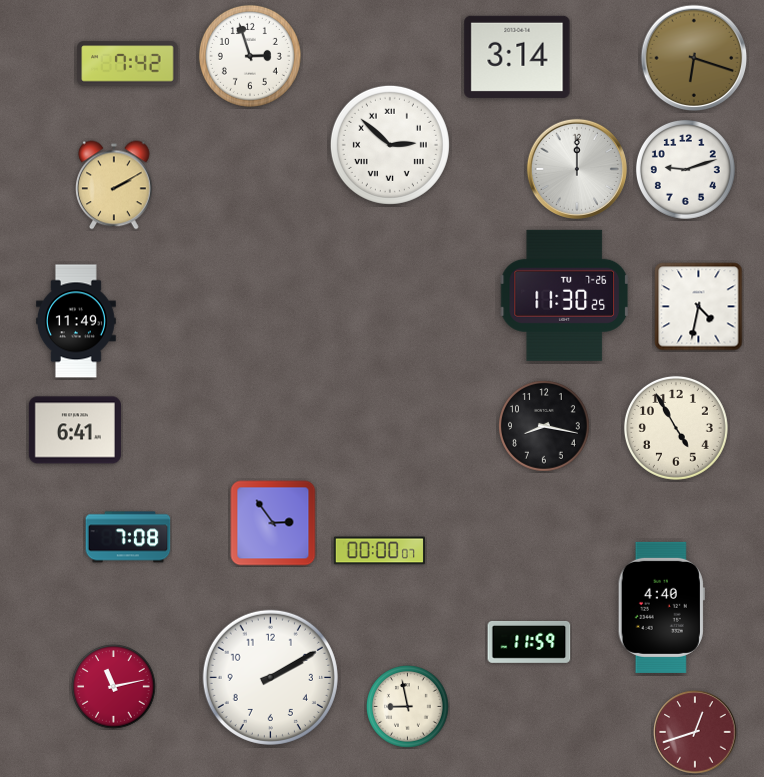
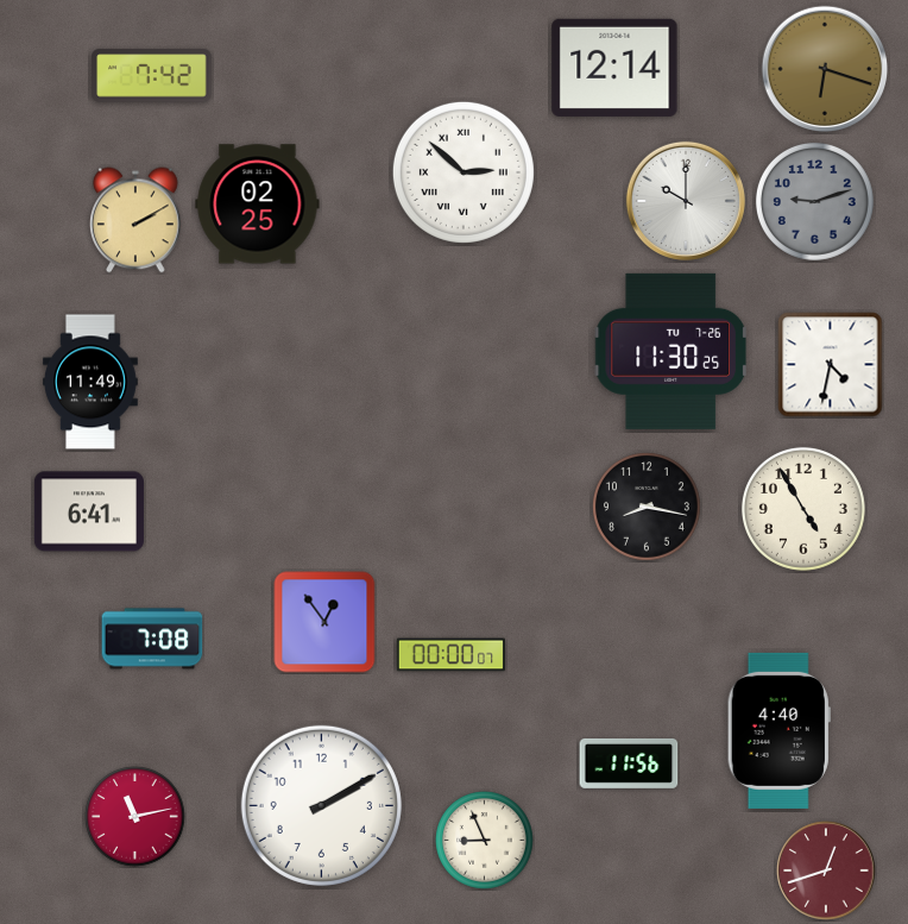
clock at (250, 56): 2:57 -> none
clock at (517, 57): 3:14 -> 12:14
clock at (577, 169): 12:00 -> 10:00
clock at (685, 169) dial: white -> grey
clock at (258, 205): none -> 02:25
clock at (273, 523): 2:54 -> 12:54
clock at (661, 607) position: (661, 607) -> (778, 730)
clock at (529, 642): 11:59 -> 11:56
clock at (408, 707): 8:58 -> 8:56
